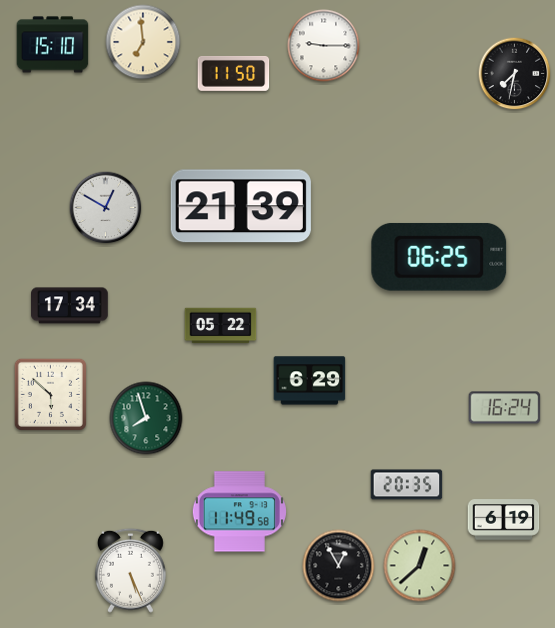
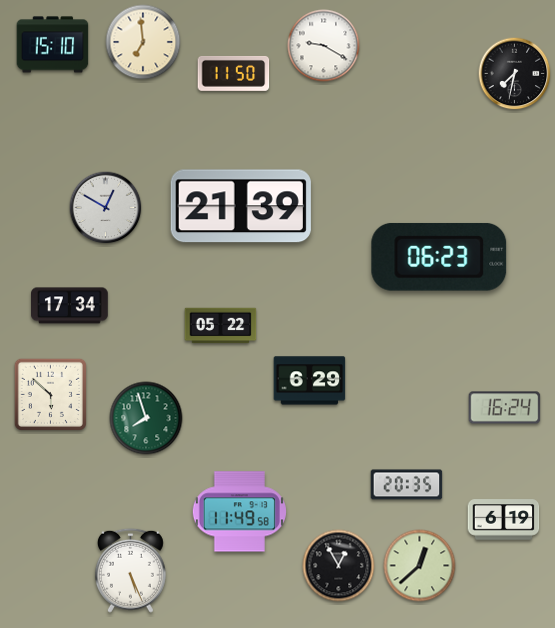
clock at (324, 46): 9:15 -> 9:20
clock at (439, 257): 06:25 -> 06:23
